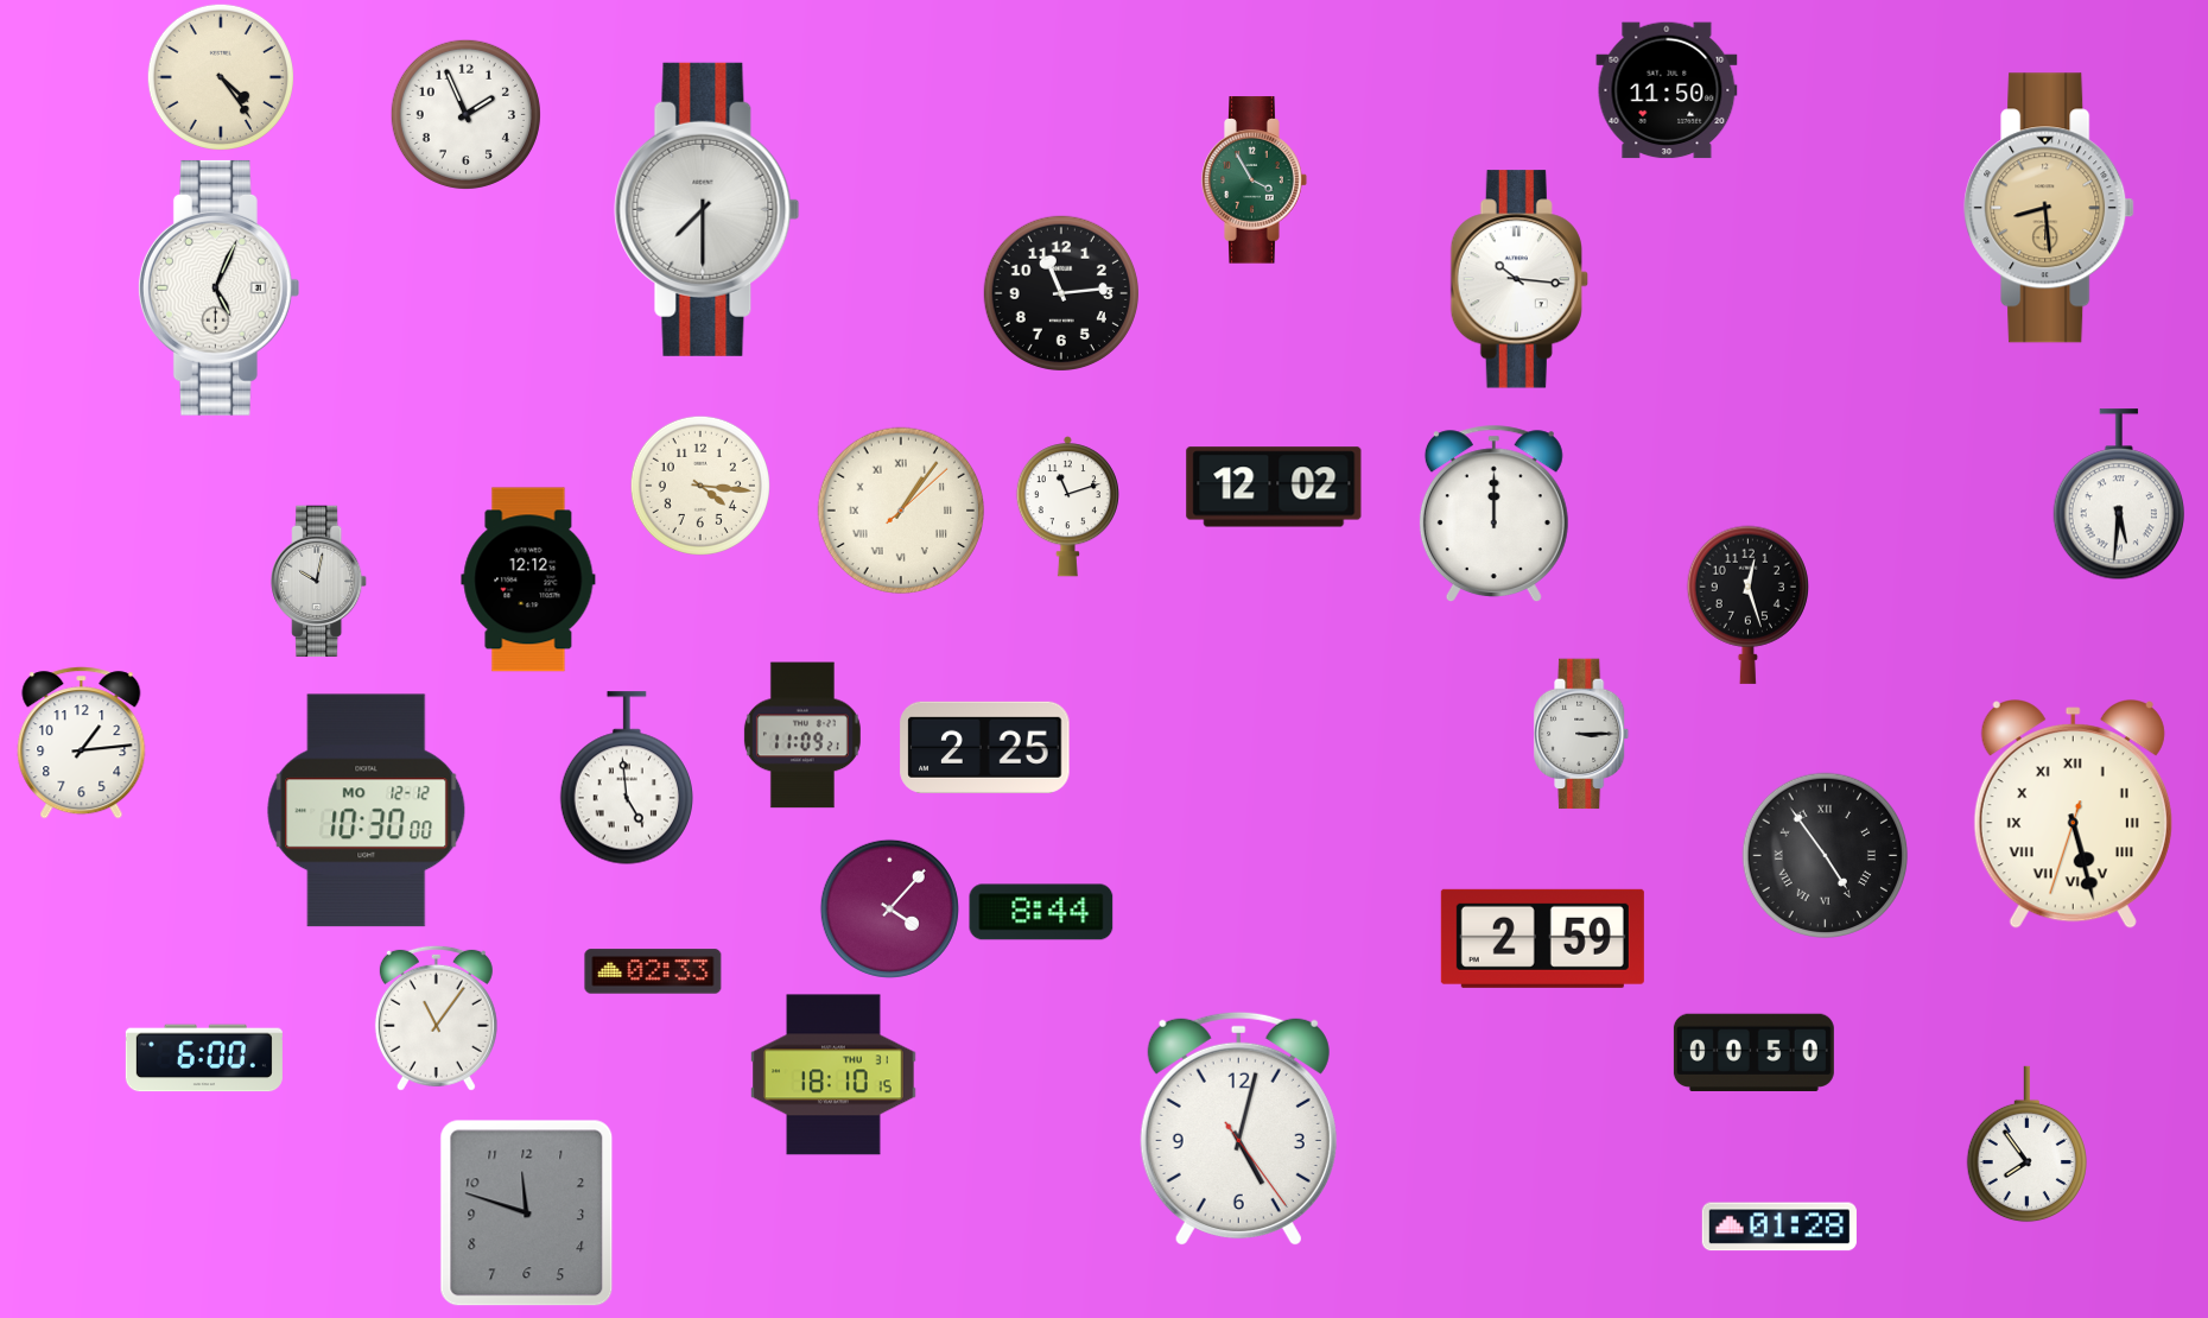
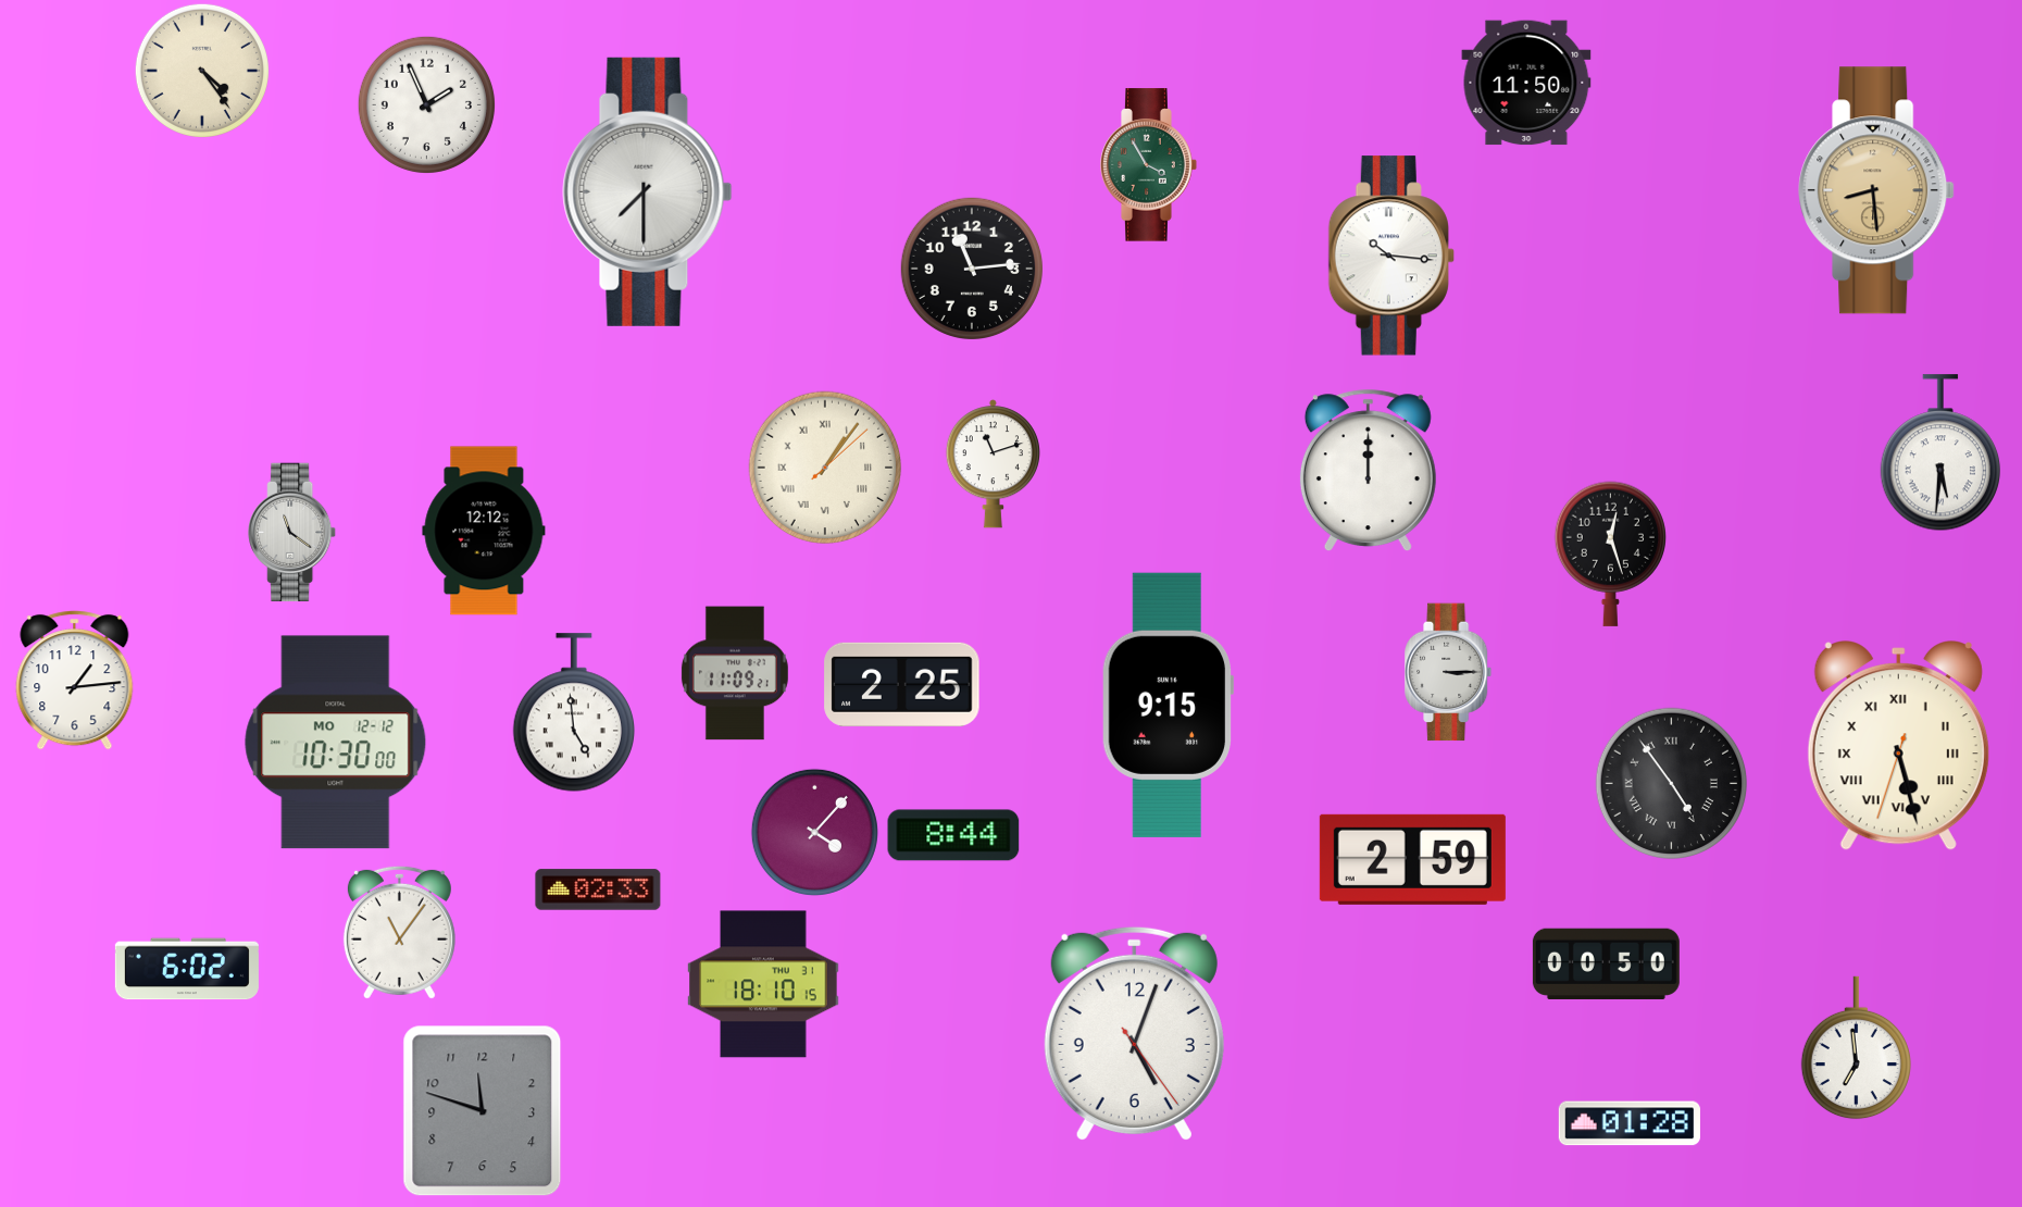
clock at (218, 287): 5:04 -> none
clock at (700, 486): 4:16 -> none
clock at (1274, 487): 12:02 -> none
clock at (1067, 507) position: (1067, 507) -> (993, 464)
clock at (319, 582): 10:02 -> 11:21
clock at (1747, 604) position: (1747, 604) -> (1610, 553)
clock at (1166, 705): none -> 9:15
clock at (204, 1058): 6:00 -> 6:02
clock at (1238, 1128): 5:02 -> 5:03
clock at (2026, 1145): 7:54 -> 6:59
